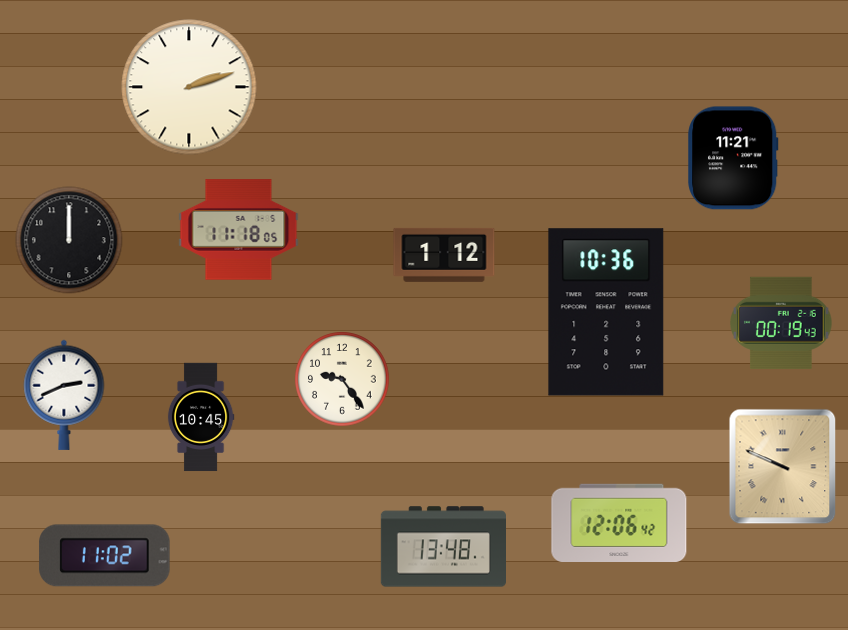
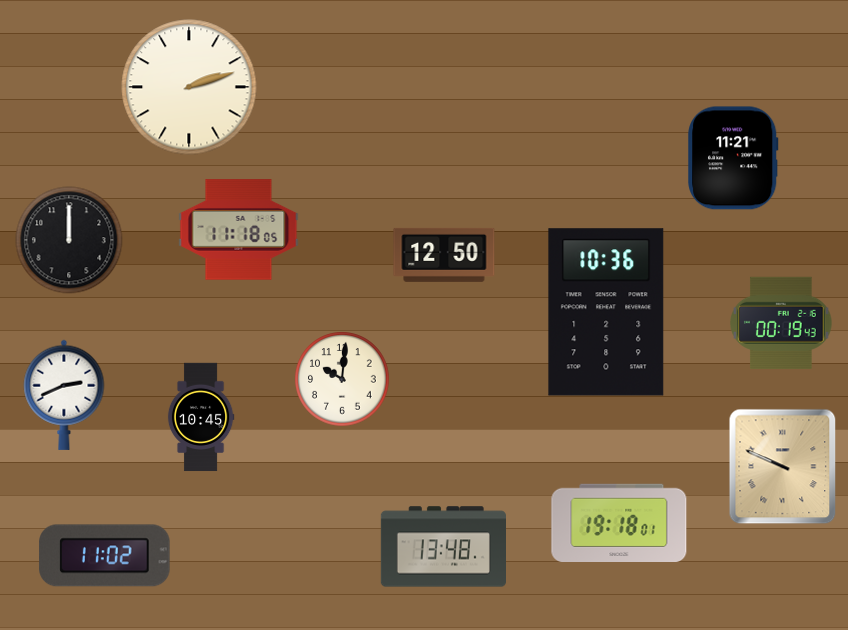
clock at (444, 255): 1:12 -> 12:50
clock at (342, 379): 9:24 -> 10:01
clock at (619, 522): 12:06 -> 19:18
